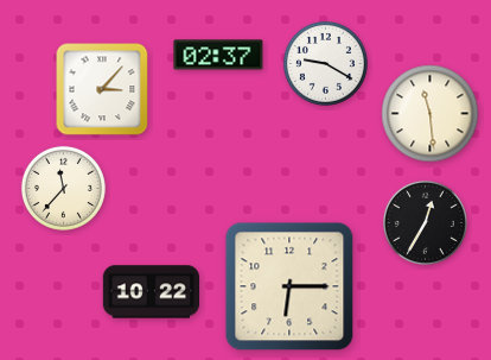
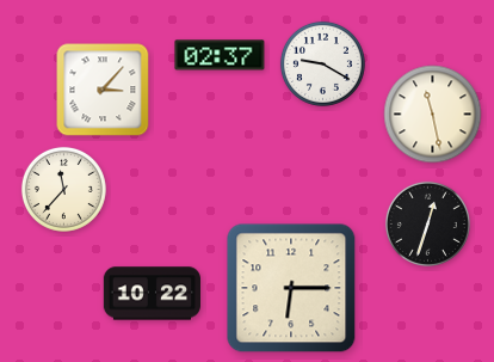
clock at (325, 63) position: (325, 63) -> (322, 63)
clock at (431, 114): 11:29 -> 11:28
clock at (425, 222): 12:35 -> 12:33
